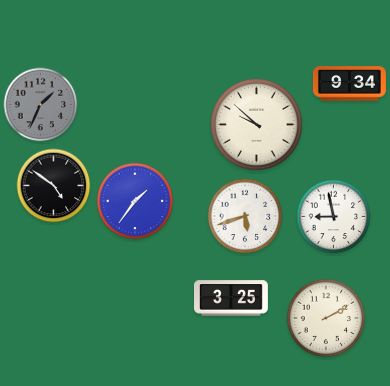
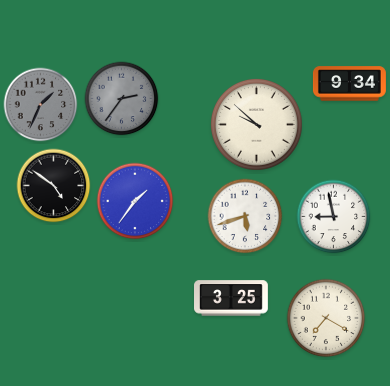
clock at (122, 99): none -> 2:36
clock at (326, 318): 2:10 -> 7:20
